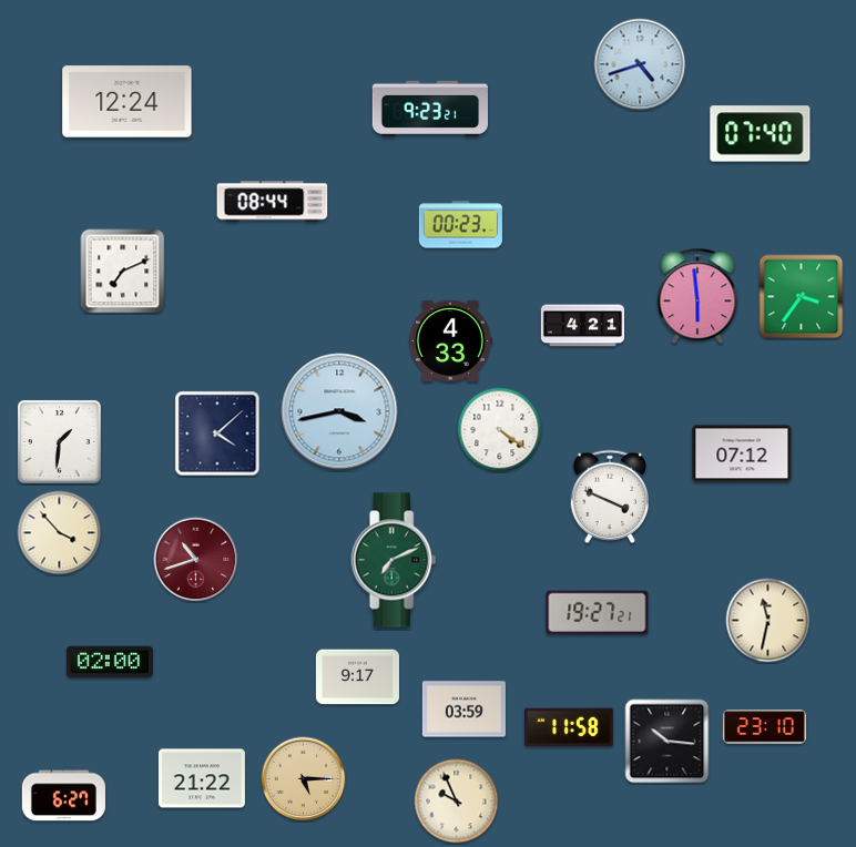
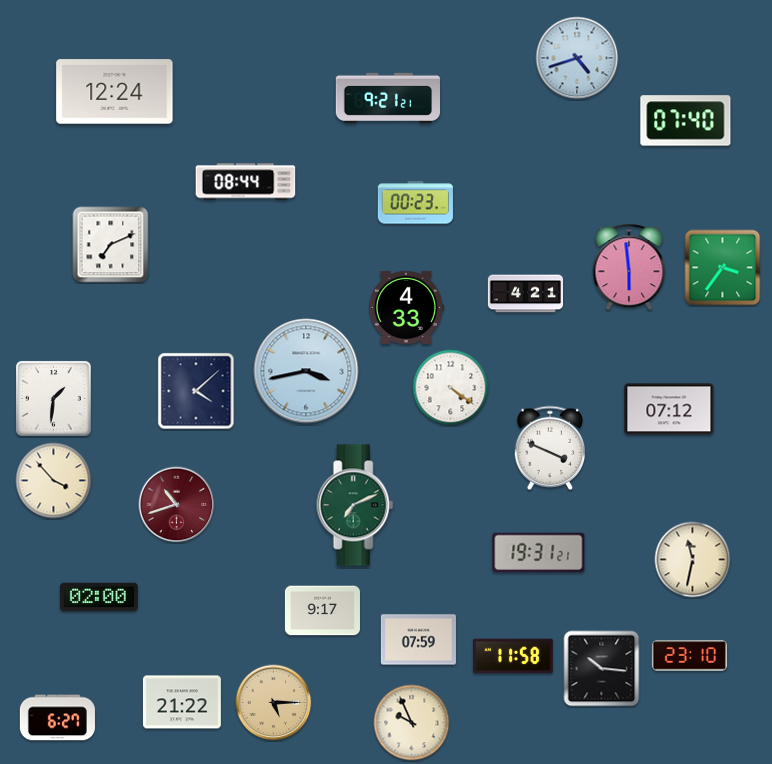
clock at (429, 109): 9:23 -> 9:21
clock at (598, 613): 19:27 -> 19:31
clock at (463, 710): 03:59 -> 07:59
